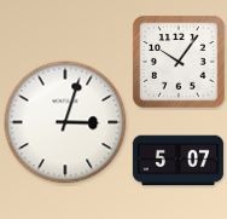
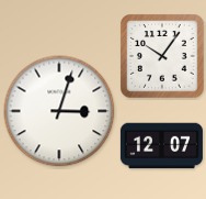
clock at (177, 161): 5:07 -> 12:07
